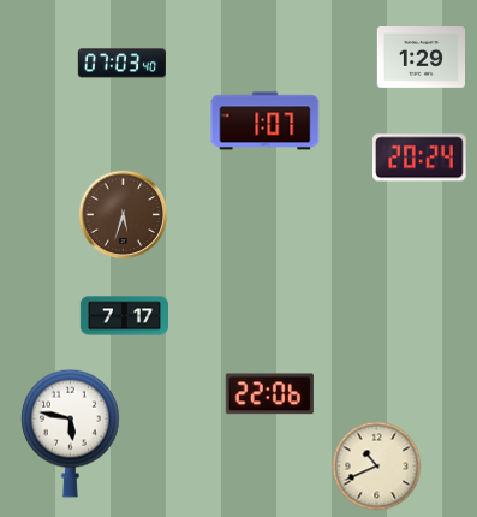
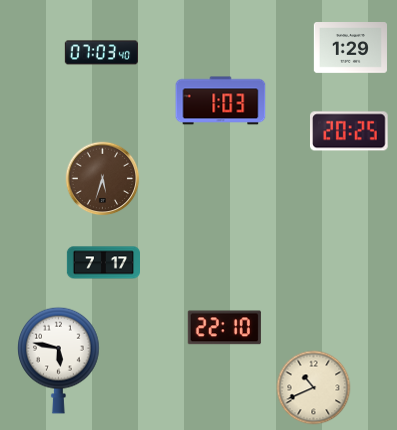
clock at (266, 121): 1:07 -> 1:03
clock at (421, 158): 20:24 -> 20:25
clock at (269, 394): 22:06 -> 22:10
